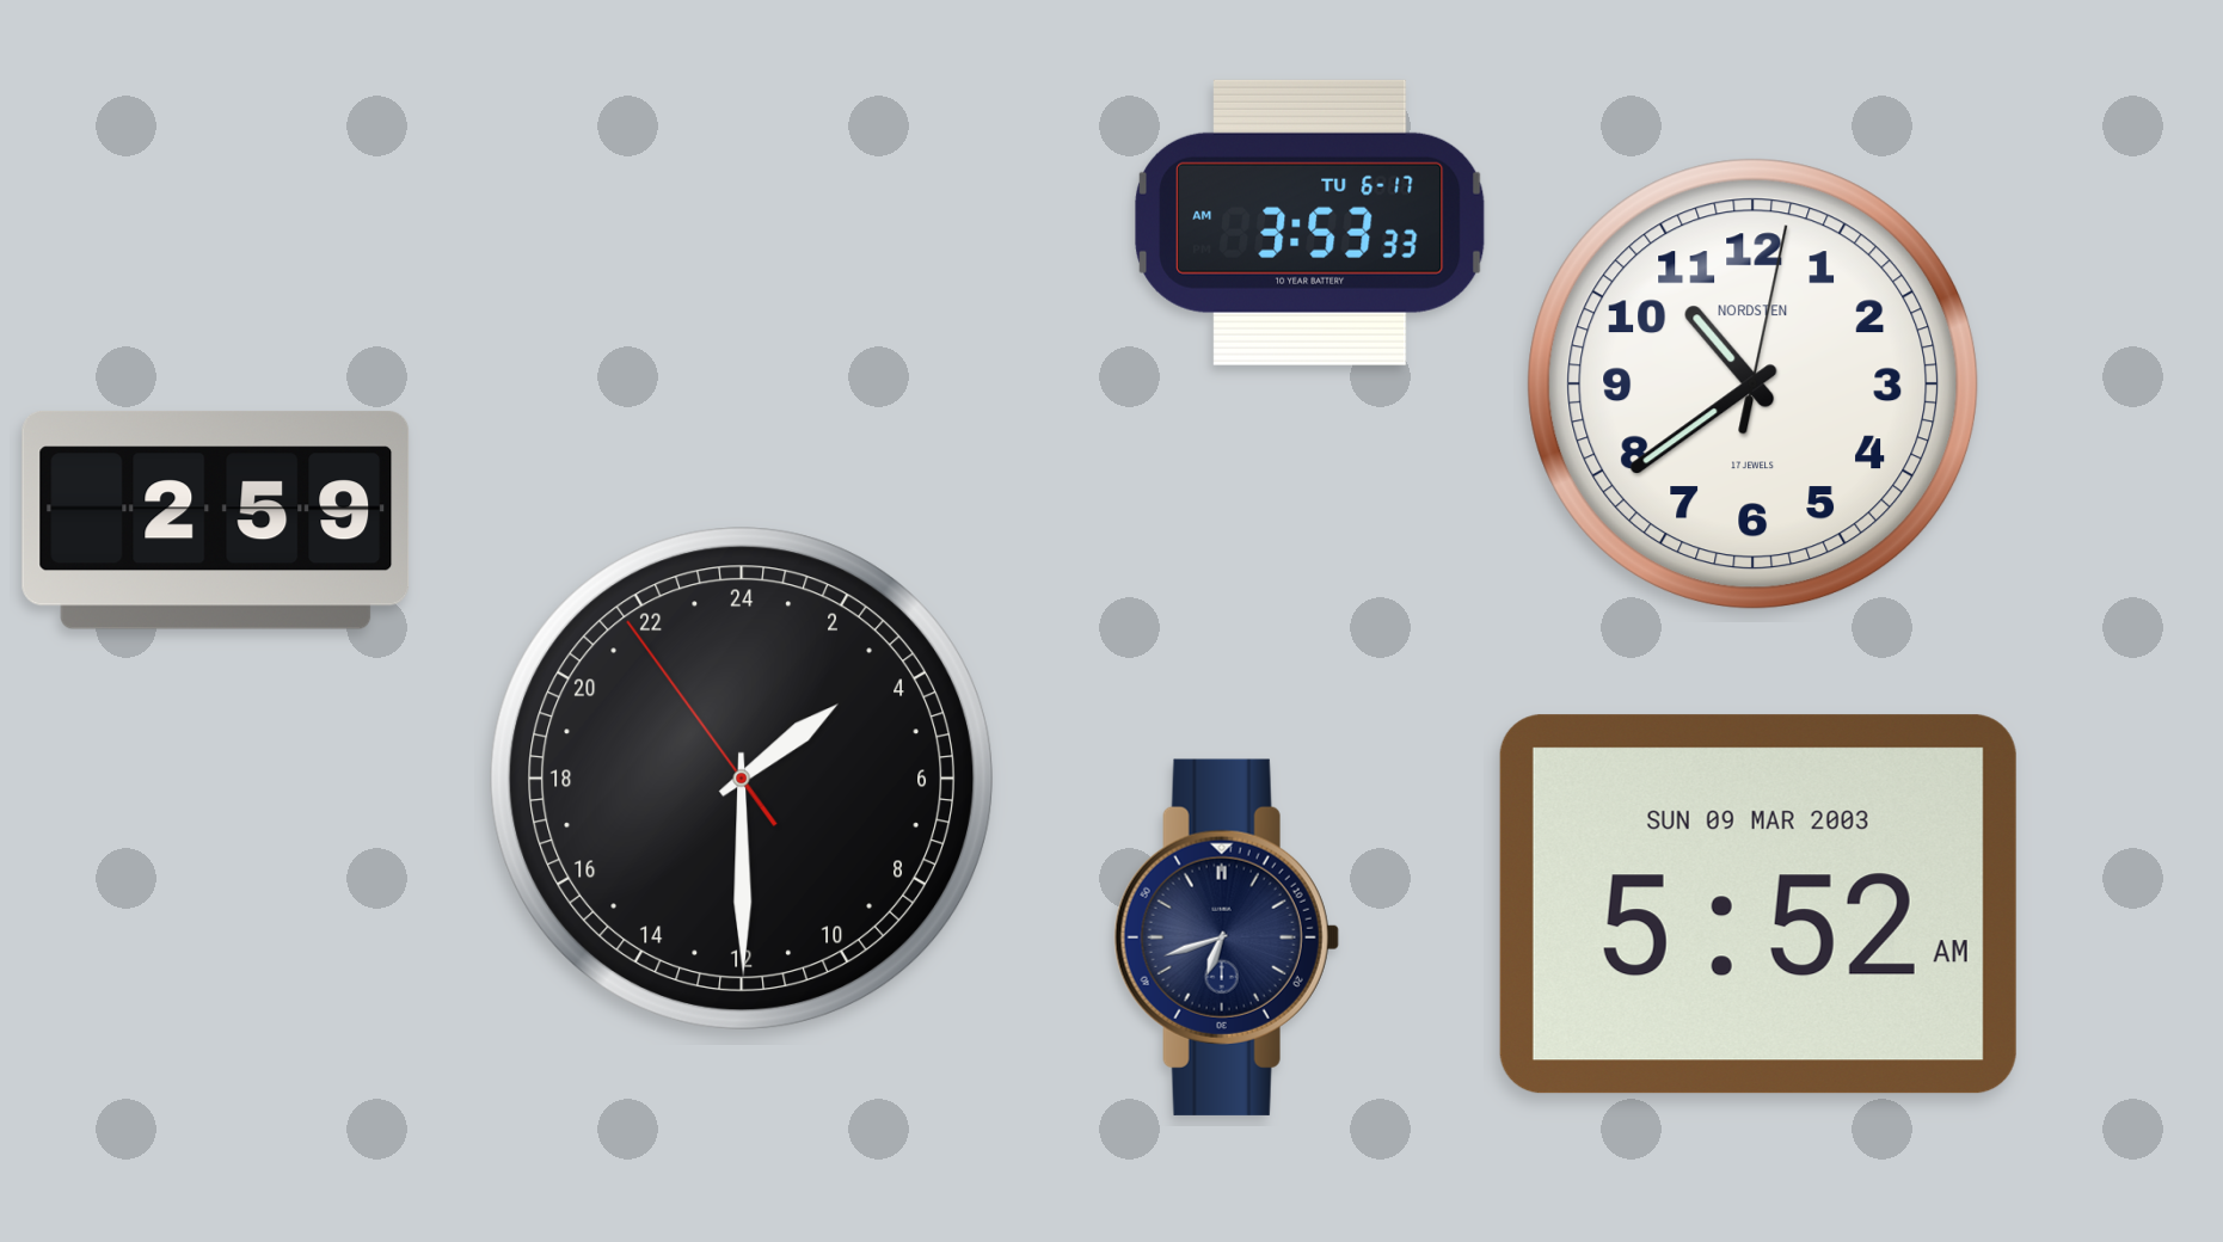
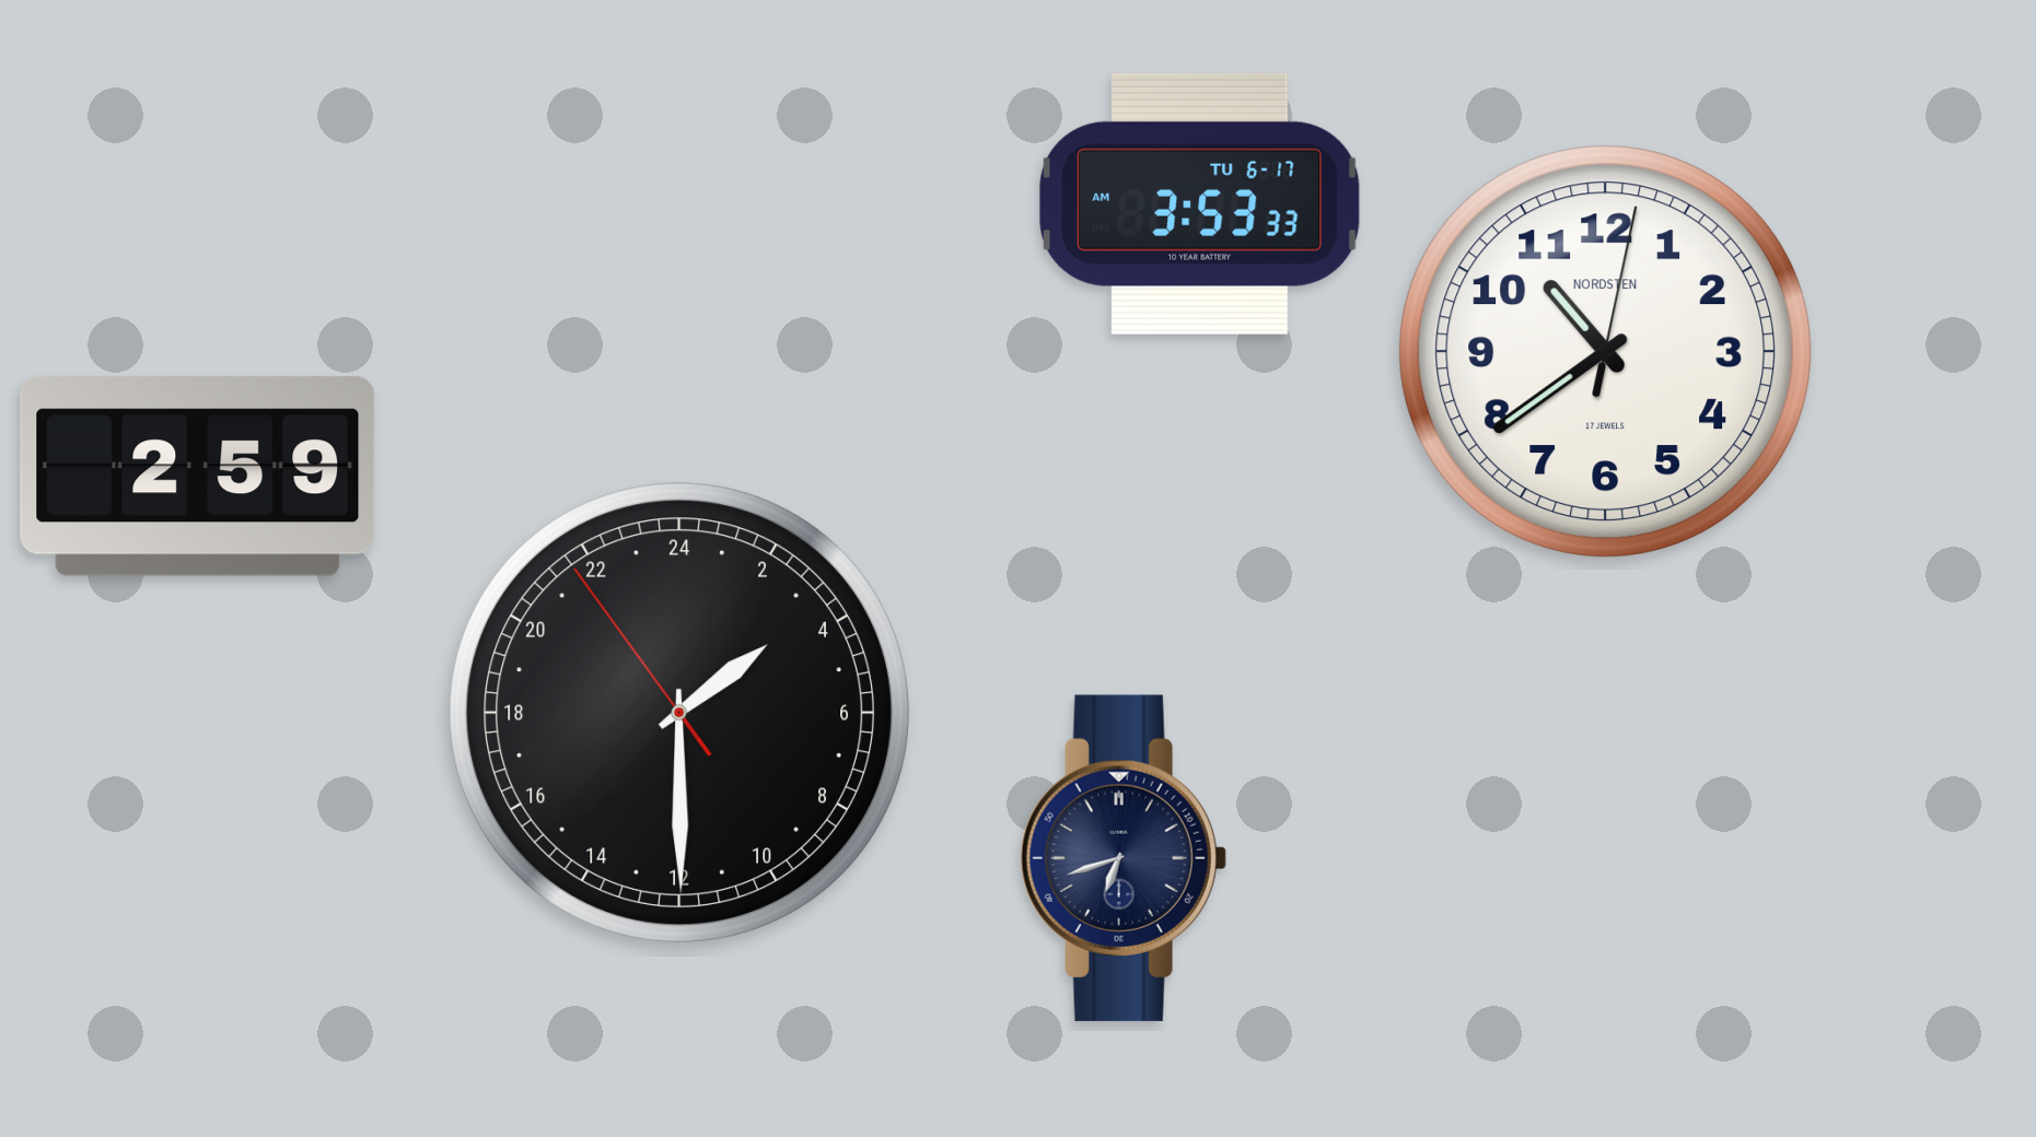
clock at (1758, 904): 5:52 -> none
